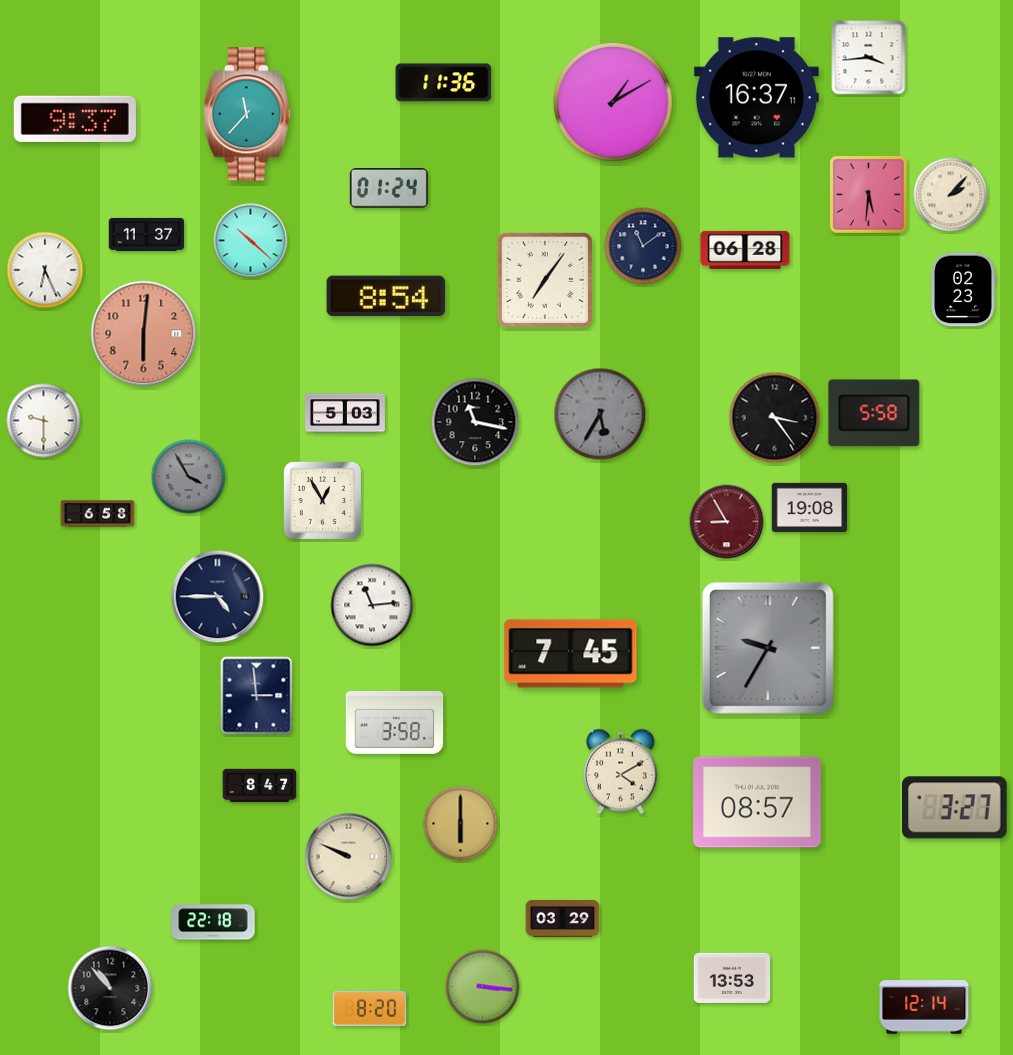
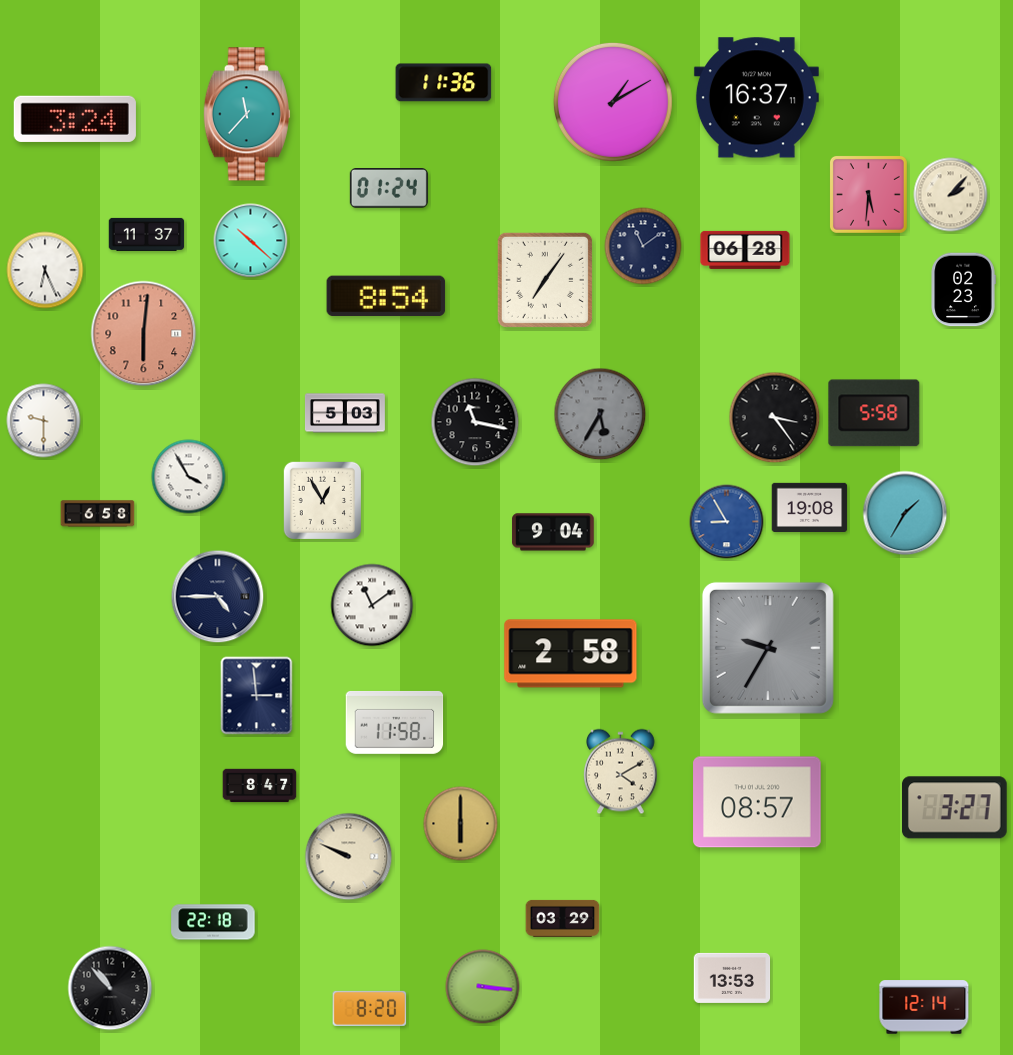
clock at (869, 58): 3:44 -> none
clock at (75, 119): 9:37 -> 3:24
clock at (189, 477) dial: grey -> white
clock at (905, 513): none -> 1:35
clock at (727, 522) dial: burgundy -> blue
clock at (553, 532): none -> 9:04
clock at (372, 605): 11:14 -> 11:09
clock at (571, 654): 7:45 -> 2:58
clock at (395, 722): 3:58 -> 11:58
